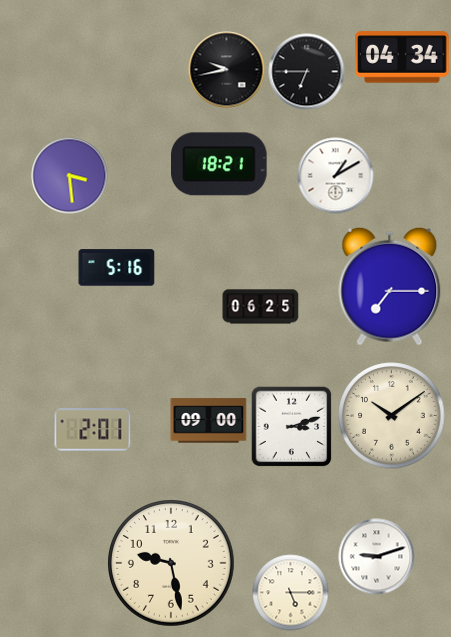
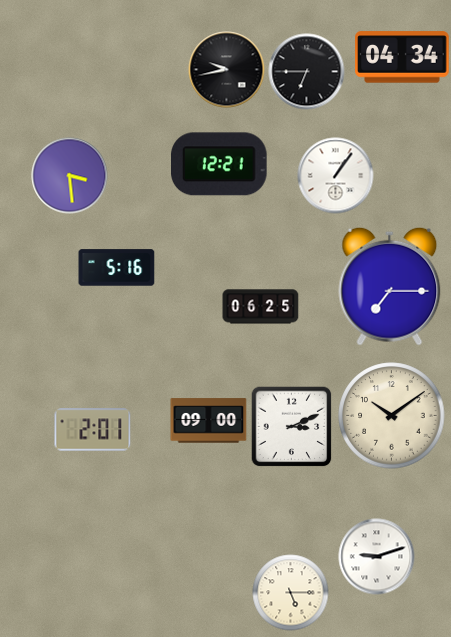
clock at (219, 164): 18:21 -> 12:21
clock at (336, 176): 1:10 -> 1:06
clock at (291, 426): 3:12 -> 3:11
clock at (172, 564): 9:28 -> none
